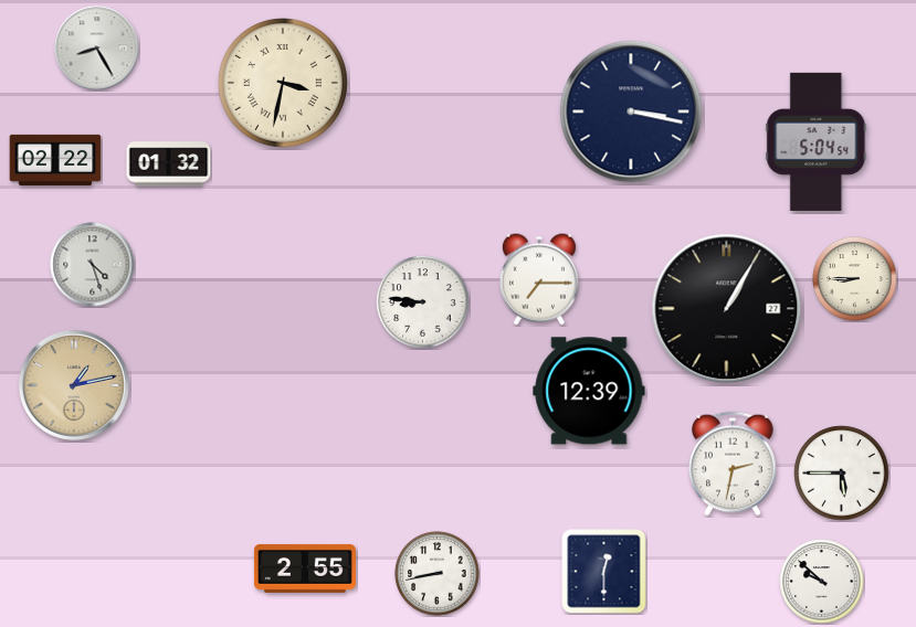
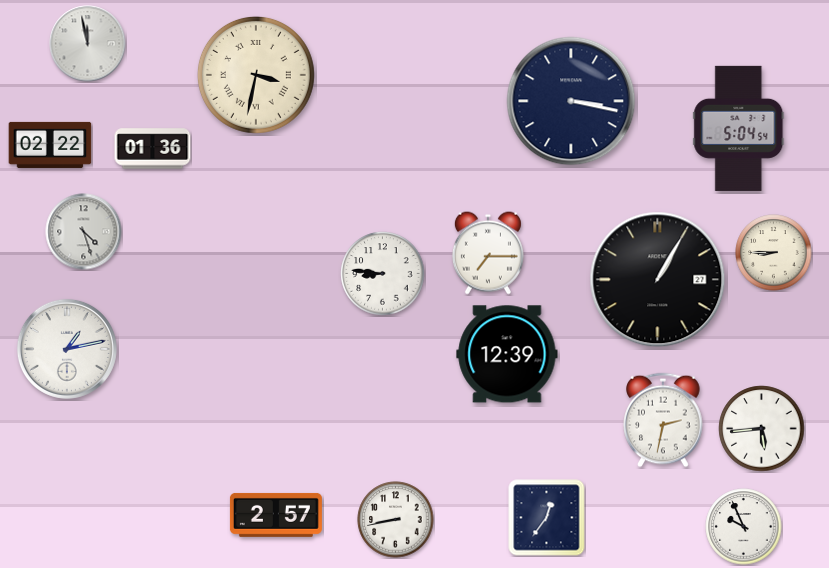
clock at (97, 49): 8:25 -> 11:58
clock at (169, 164): 01:32 -> 01:36
clock at (93, 265) position: (93, 265) -> (84, 232)
clock at (74, 385) dial: champagne -> white
clock at (589, 391) position: (589, 391) -> (507, 354)
clock at (842, 474): 5:45 -> 5:44
clock at (305, 568): 2:55 -> 2:57
clock at (604, 572): 12:30 -> 12:36
clock at (822, 582): 9:52 -> 9:56
